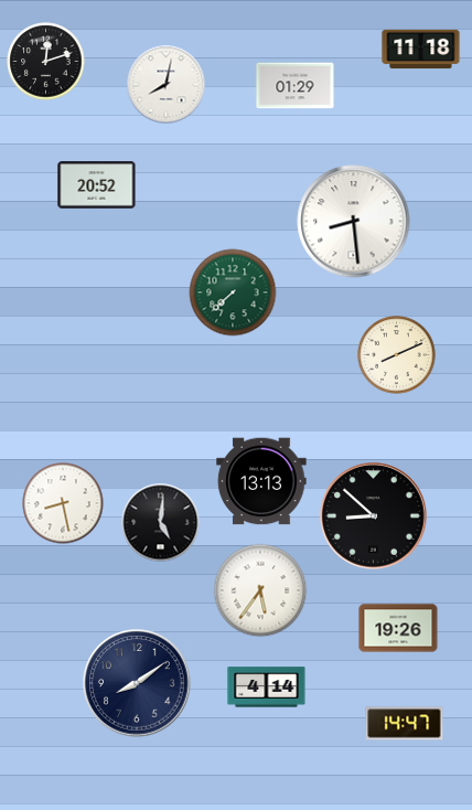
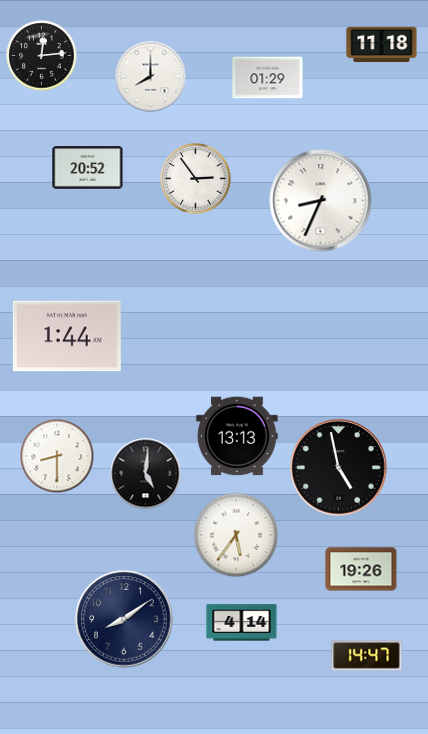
clock at (46, 62): 12:12 -> 12:14
clock at (167, 85): 8:02 -> 8:00
clock at (196, 179): none -> 2:54
clock at (354, 222): 8:29 -> 8:34
clock at (233, 292): 7:38 -> none
clock at (397, 355): 8:11 -> none
clock at (67, 336): none -> 1:44
clock at (63, 503): 8:28 -> 8:30
clock at (374, 516): 8:52 -> 4:58
